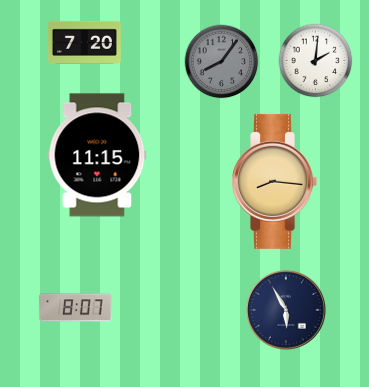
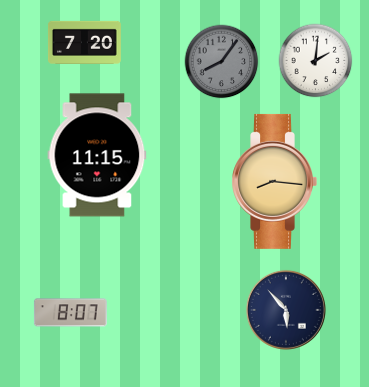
clock at (75, 308) position: (75, 308) -> (70, 313)
clock at (286, 310): 5:55 -> 5:53
